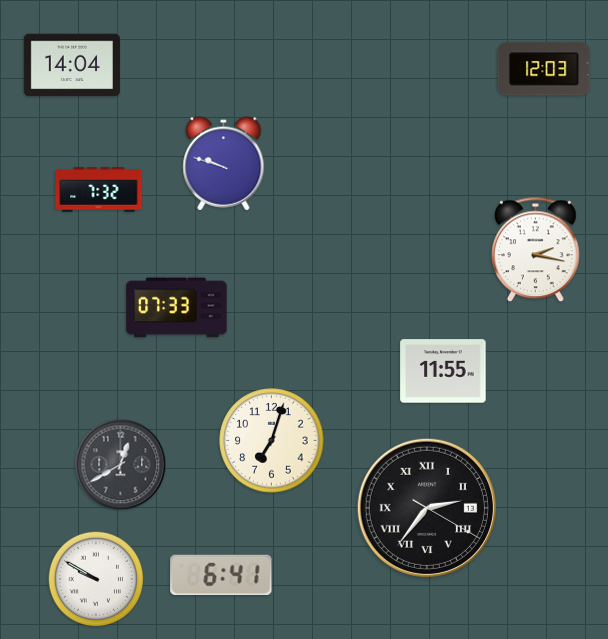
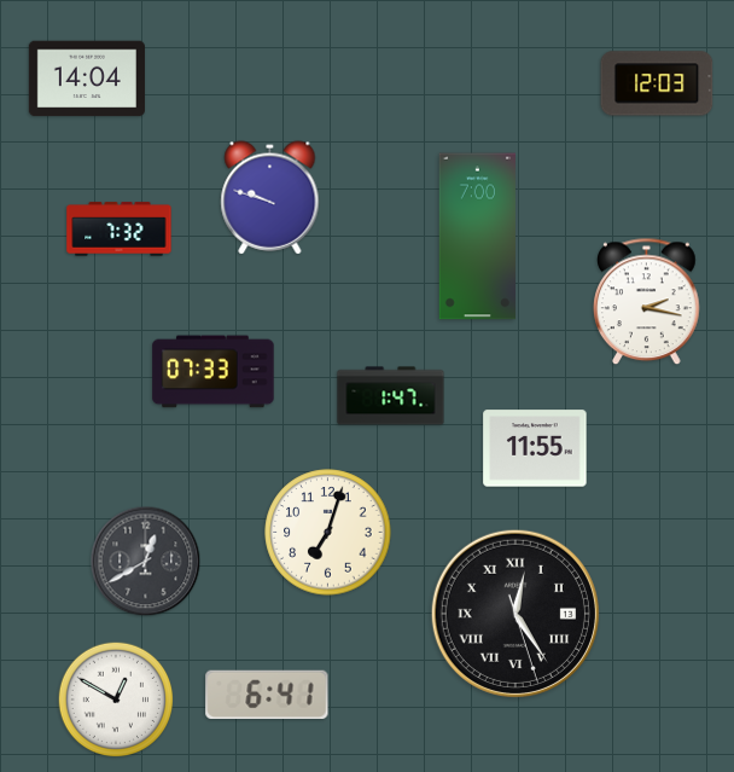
clock at (477, 237): none -> 7:00
clock at (391, 396): none -> 1:47
clock at (427, 508): 2:36 -> 12:24
clock at (96, 579): 9:50 -> 12:50
